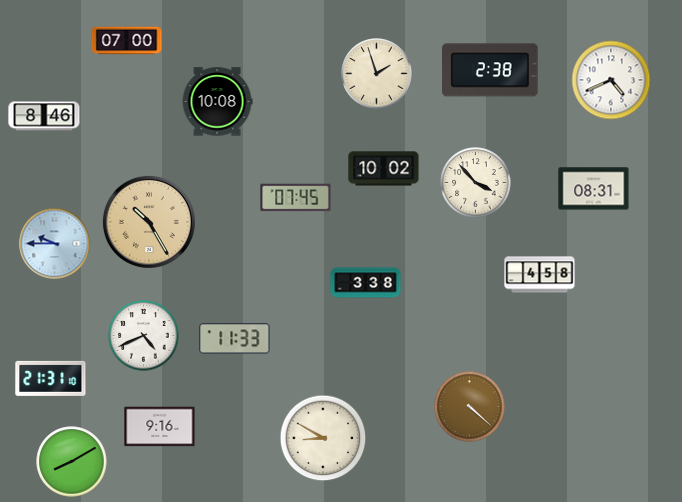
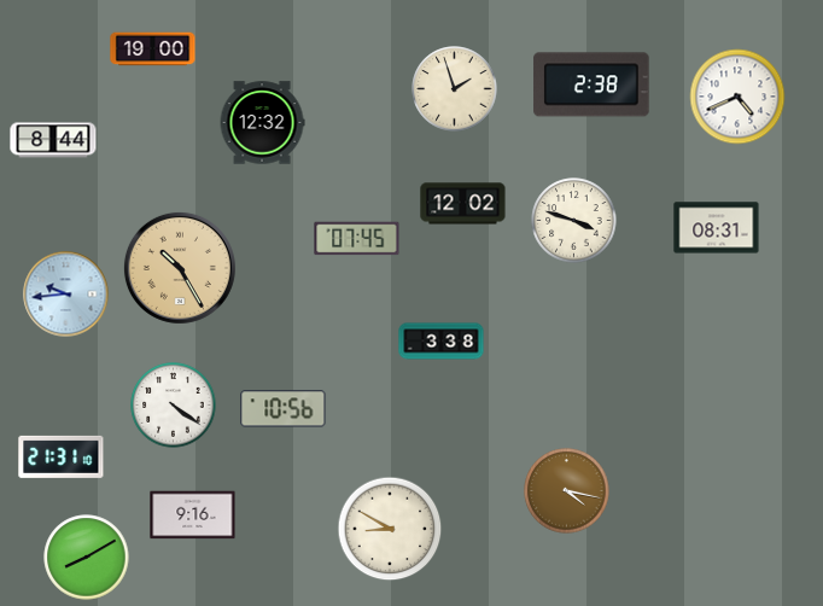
clock at (127, 41): 07:00 -> 19:00
clock at (217, 102): 10:08 -> 12:32
clock at (44, 116): 8:46 -> 8:44
clock at (384, 169): 10:02 -> 12:02
clock at (476, 183): 3:53 -> 3:48
clock at (55, 244): 9:45 -> 9:44
clock at (540, 275): 4:58 -> none
clock at (144, 336): 4:41 -> 4:21
clock at (235, 339): 11:33 -> 10:56
clock at (470, 407): 4:22 -> 4:17
